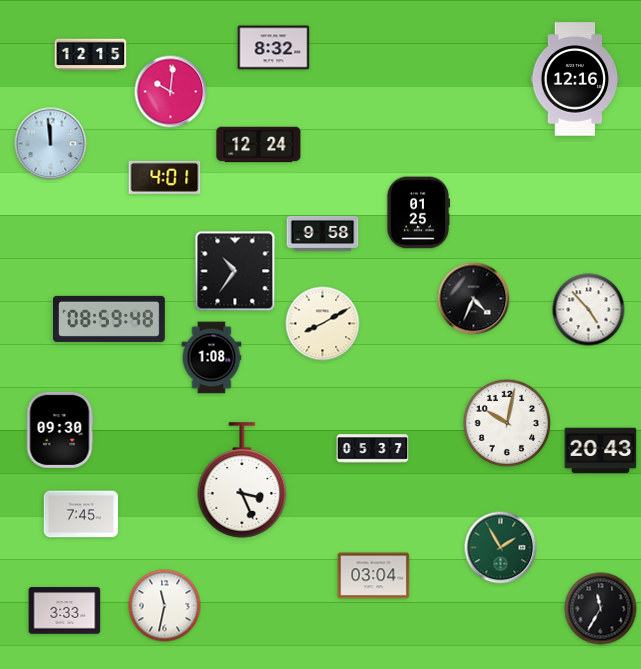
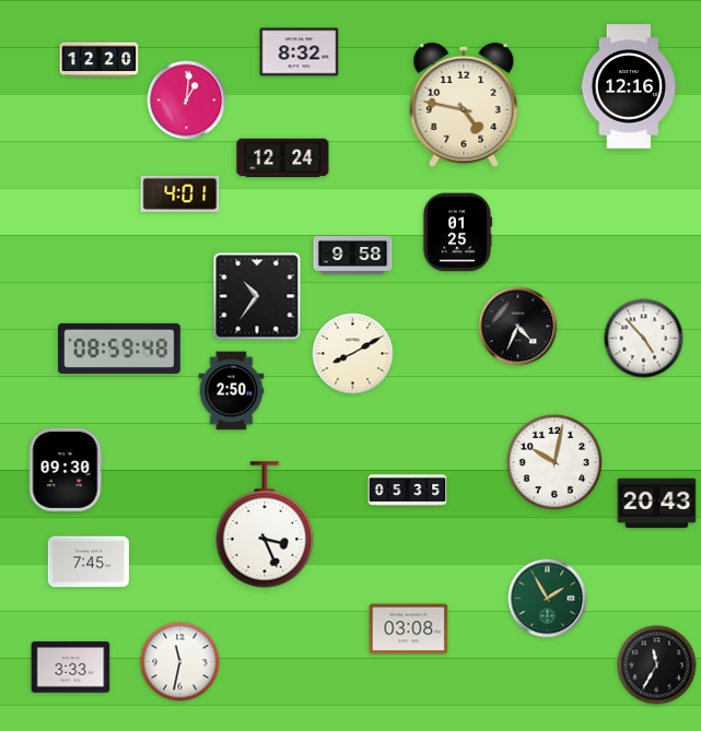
clock at (91, 55): 12:15 -> 12:20
clock at (171, 92): 10:01 -> 1:01
clock at (464, 105): none -> 4:47
clock at (51, 144): 11:59 -> none
clock at (212, 358): 1:08 -> 2:50
clock at (373, 449): 05:37 -> 05:35
clock at (601, 451) position: (601, 451) -> (657, 504)
clock at (374, 576): 03:04 -> 03:08
